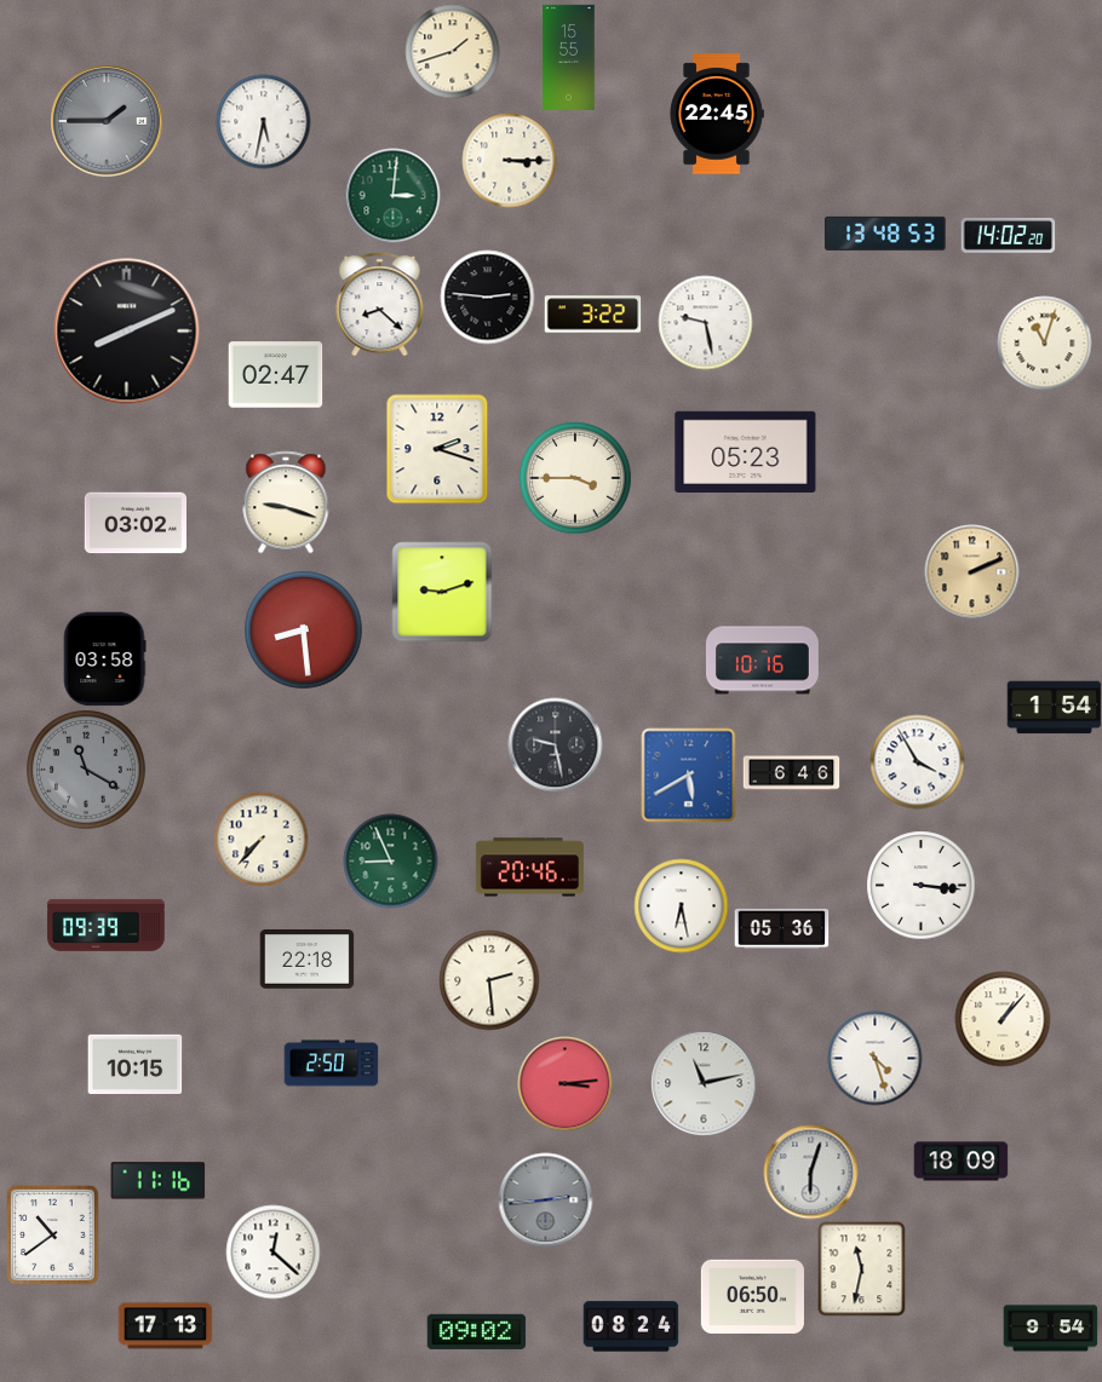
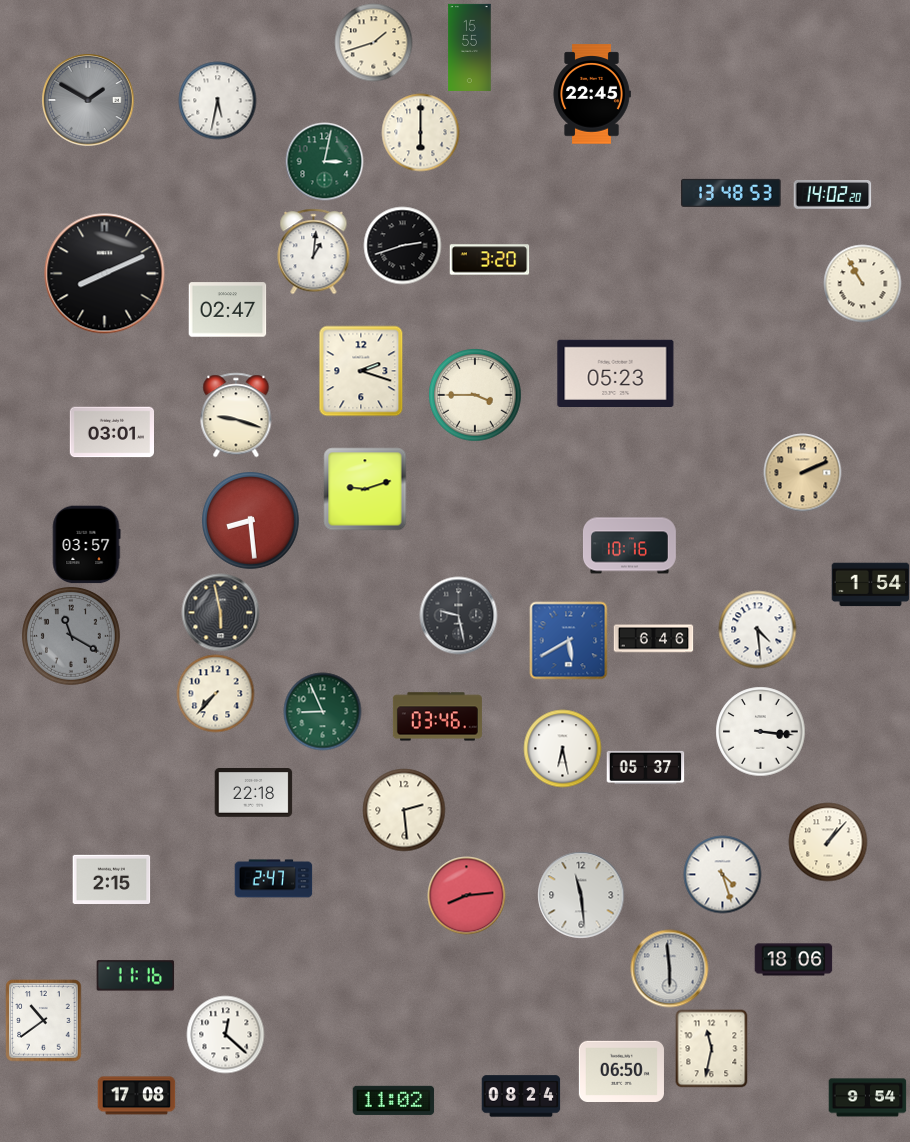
clock at (107, 121): 1:45 -> 1:50
clock at (509, 160): 3:15 -> 6:00
clock at (392, 195): 3:01 -> 3:02
clock at (487, 296): 2:46 -> 2:42
clock at (380, 304): 8:22 -> 1:01
clock at (592, 315): 3:22 -> 3:20
clock at (705, 322): 9:28 -> none
clock at (1044, 342): 11:03 -> 10:55
clock at (134, 523): 03:02 -> 03:01
clock at (104, 658): 03:58 -> 03:57
clock at (220, 612): none -> 5:58
clock at (917, 761): 3:55 -> 4:29
clock at (529, 868): 20:46 -> 03:46
clock at (107, 925): 09:39 -> none
clock at (781, 928): 05:36 -> 05:37
clock at (134, 1064): 10:15 -> 2:15
clock at (331, 1064): 2:50 -> 2:47
clock at (564, 1083): 3:14 -> 8:14
clock at (704, 1083): 11:13 -> 11:29
clock at (960, 1162): 18:09 -> 18:06
clock at (810, 1171): 6:03 -> 5:59
clock at (157, 1181) position: (157, 1181) -> (135, 976)
clock at (545, 1199): 2:44 -> none
clock at (165, 1326): 17:13 -> 17:08
clock at (476, 1331): 09:02 -> 11:02
